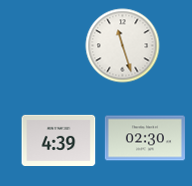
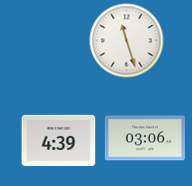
clock at (123, 46) position: (123, 46) -> (127, 41)
clock at (145, 138): 02:30 -> 03:06
